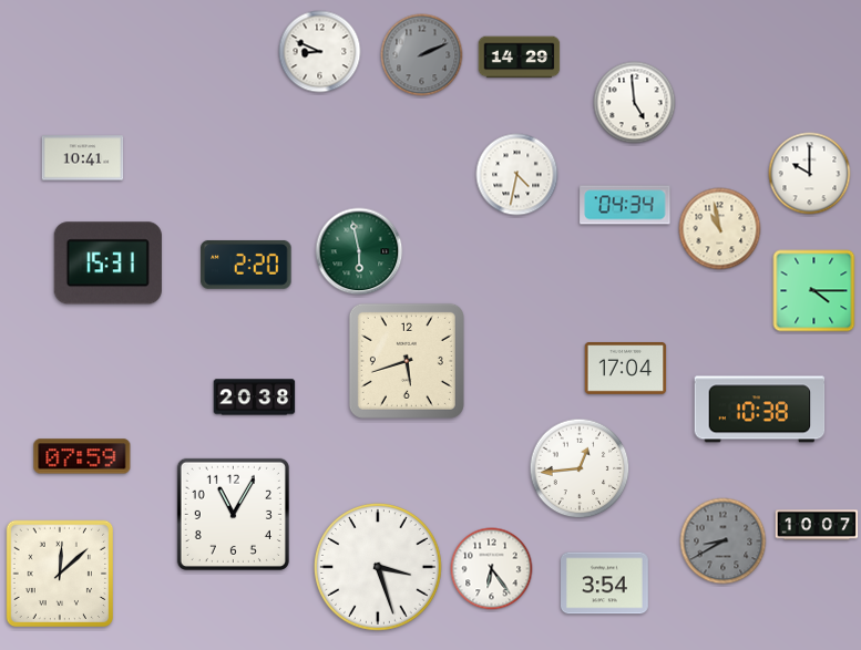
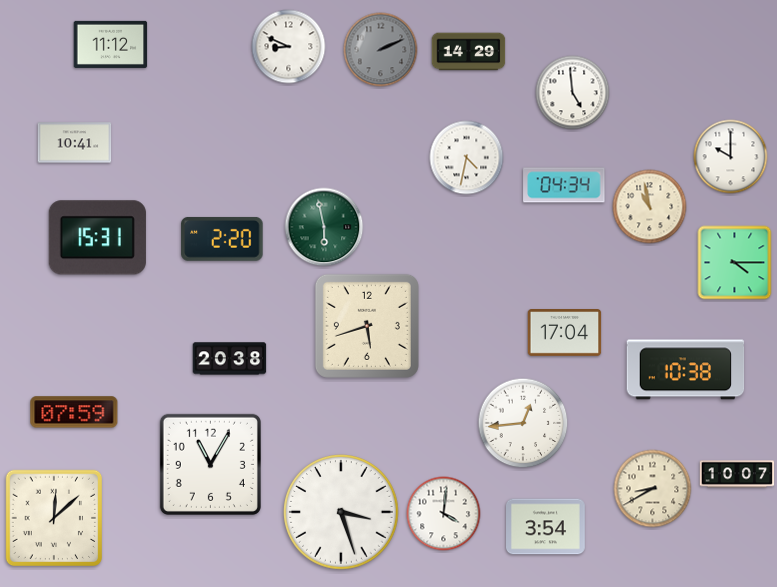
clock at (111, 44): none -> 11:12
clock at (724, 541) dial: grey -> cream
clock at (492, 569): 6:24 -> 4:01
